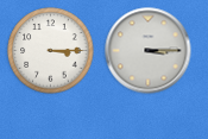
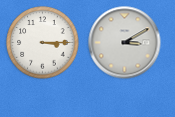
clock at (149, 51): 3:15 -> 3:10
